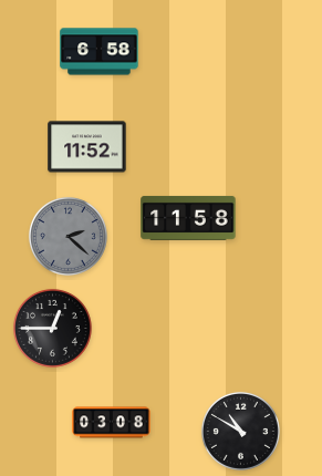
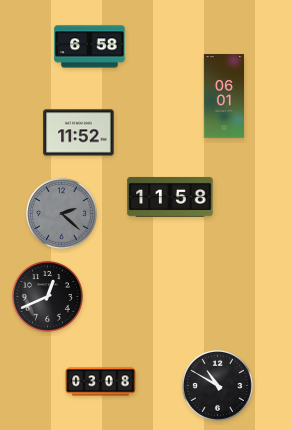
clock at (223, 96): none -> 06:01
clock at (52, 328): 12:45 -> 12:41
clock at (240, 431) position: (240, 431) -> (217, 385)
